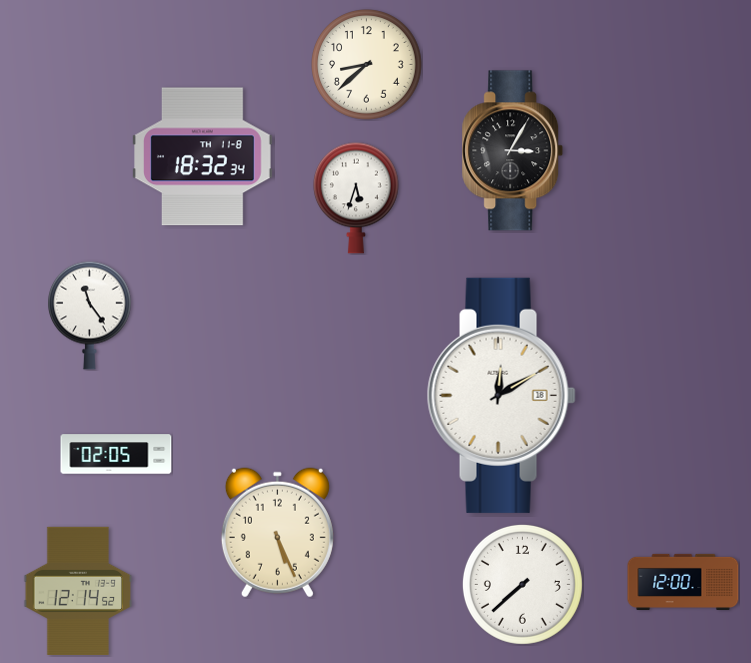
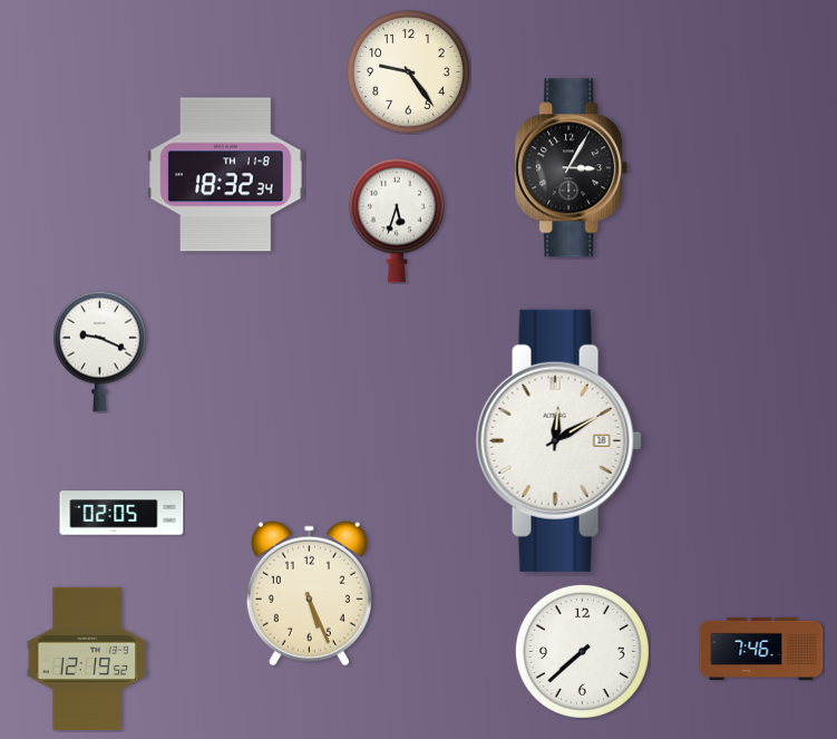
clock at (367, 65): 8:38 -> 9:24
clock at (90, 315): 11:24 -> 9:19
clock at (116, 454) position: (116, 454) -> (121, 513)
clock at (683, 581): 12:00 -> 7:46
clock at (78, 591): 12:14 -> 12:19
